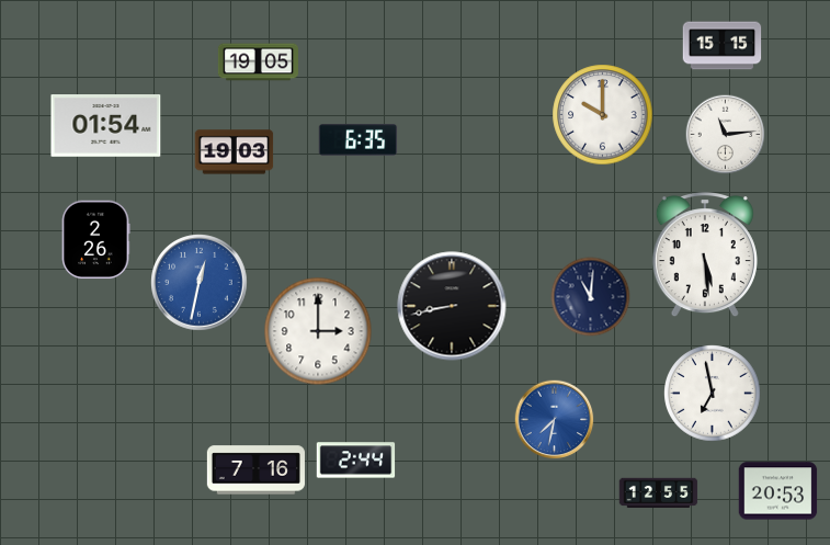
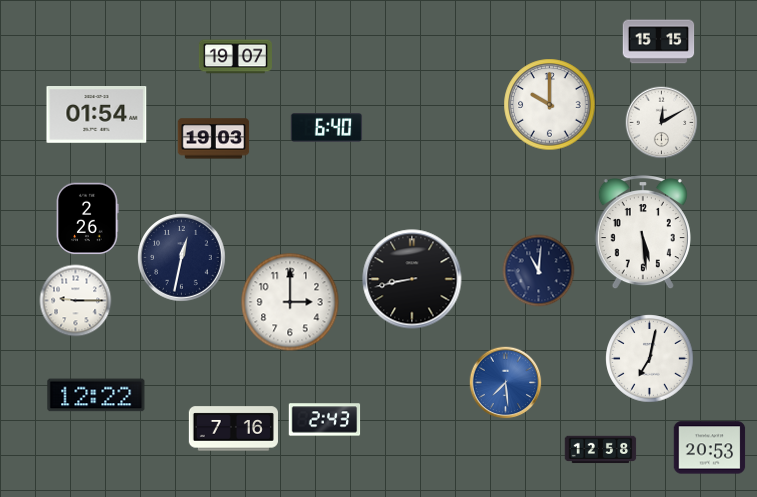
clock at (258, 63): 19:05 -> 19:07
clock at (726, 135): 11:14 -> 12:10
clock at (359, 140): 6:35 -> 6:40
clock at (200, 283) dial: blue -> navy
clock at (76, 301): none -> 9:15
clock at (713, 394): 6:58 -> 7:02
clock at (555, 420): 7:32 -> 7:29
clock at (96, 395): none -> 12:22
clock at (356, 461): 2:44 -> 2:43
clock at (659, 493): 12:55 -> 12:58
